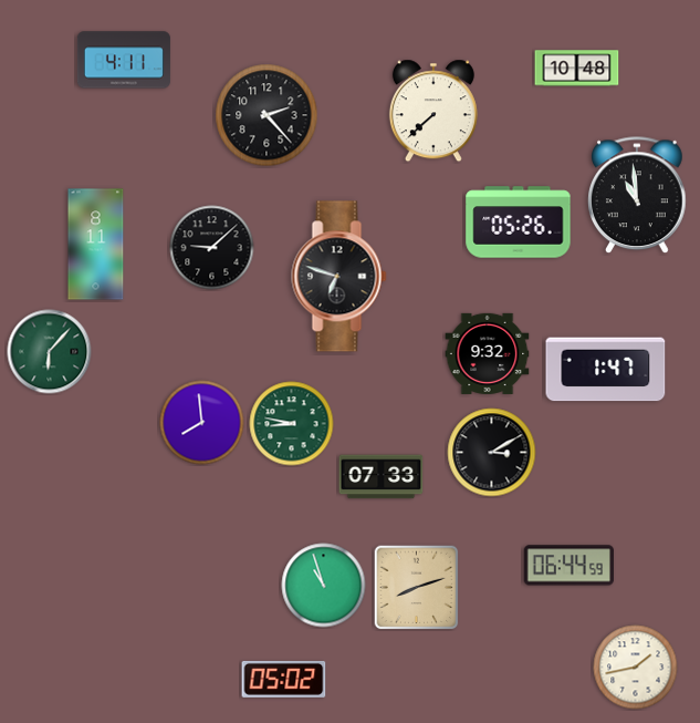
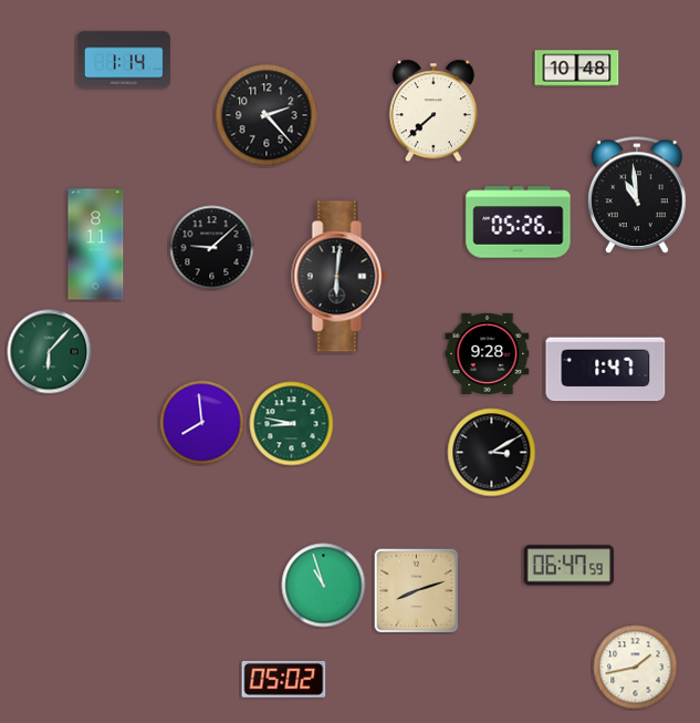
clock at (124, 60): 4:11 -> 1:14
clock at (339, 277): 6:48 -> 6:01
clock at (488, 353): 9:32 -> 9:28
clock at (382, 477): 07:33 -> none
clock at (568, 566): 06:44 -> 06:47
clock at (416, 587) position: (416, 587) -> (416, 590)
